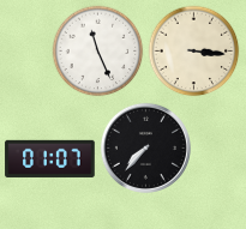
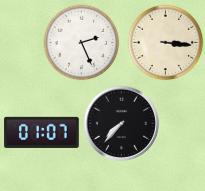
clock at (98, 52): 11:26 -> 2:26
clock at (194, 52) position: (194, 52) -> (166, 43)
